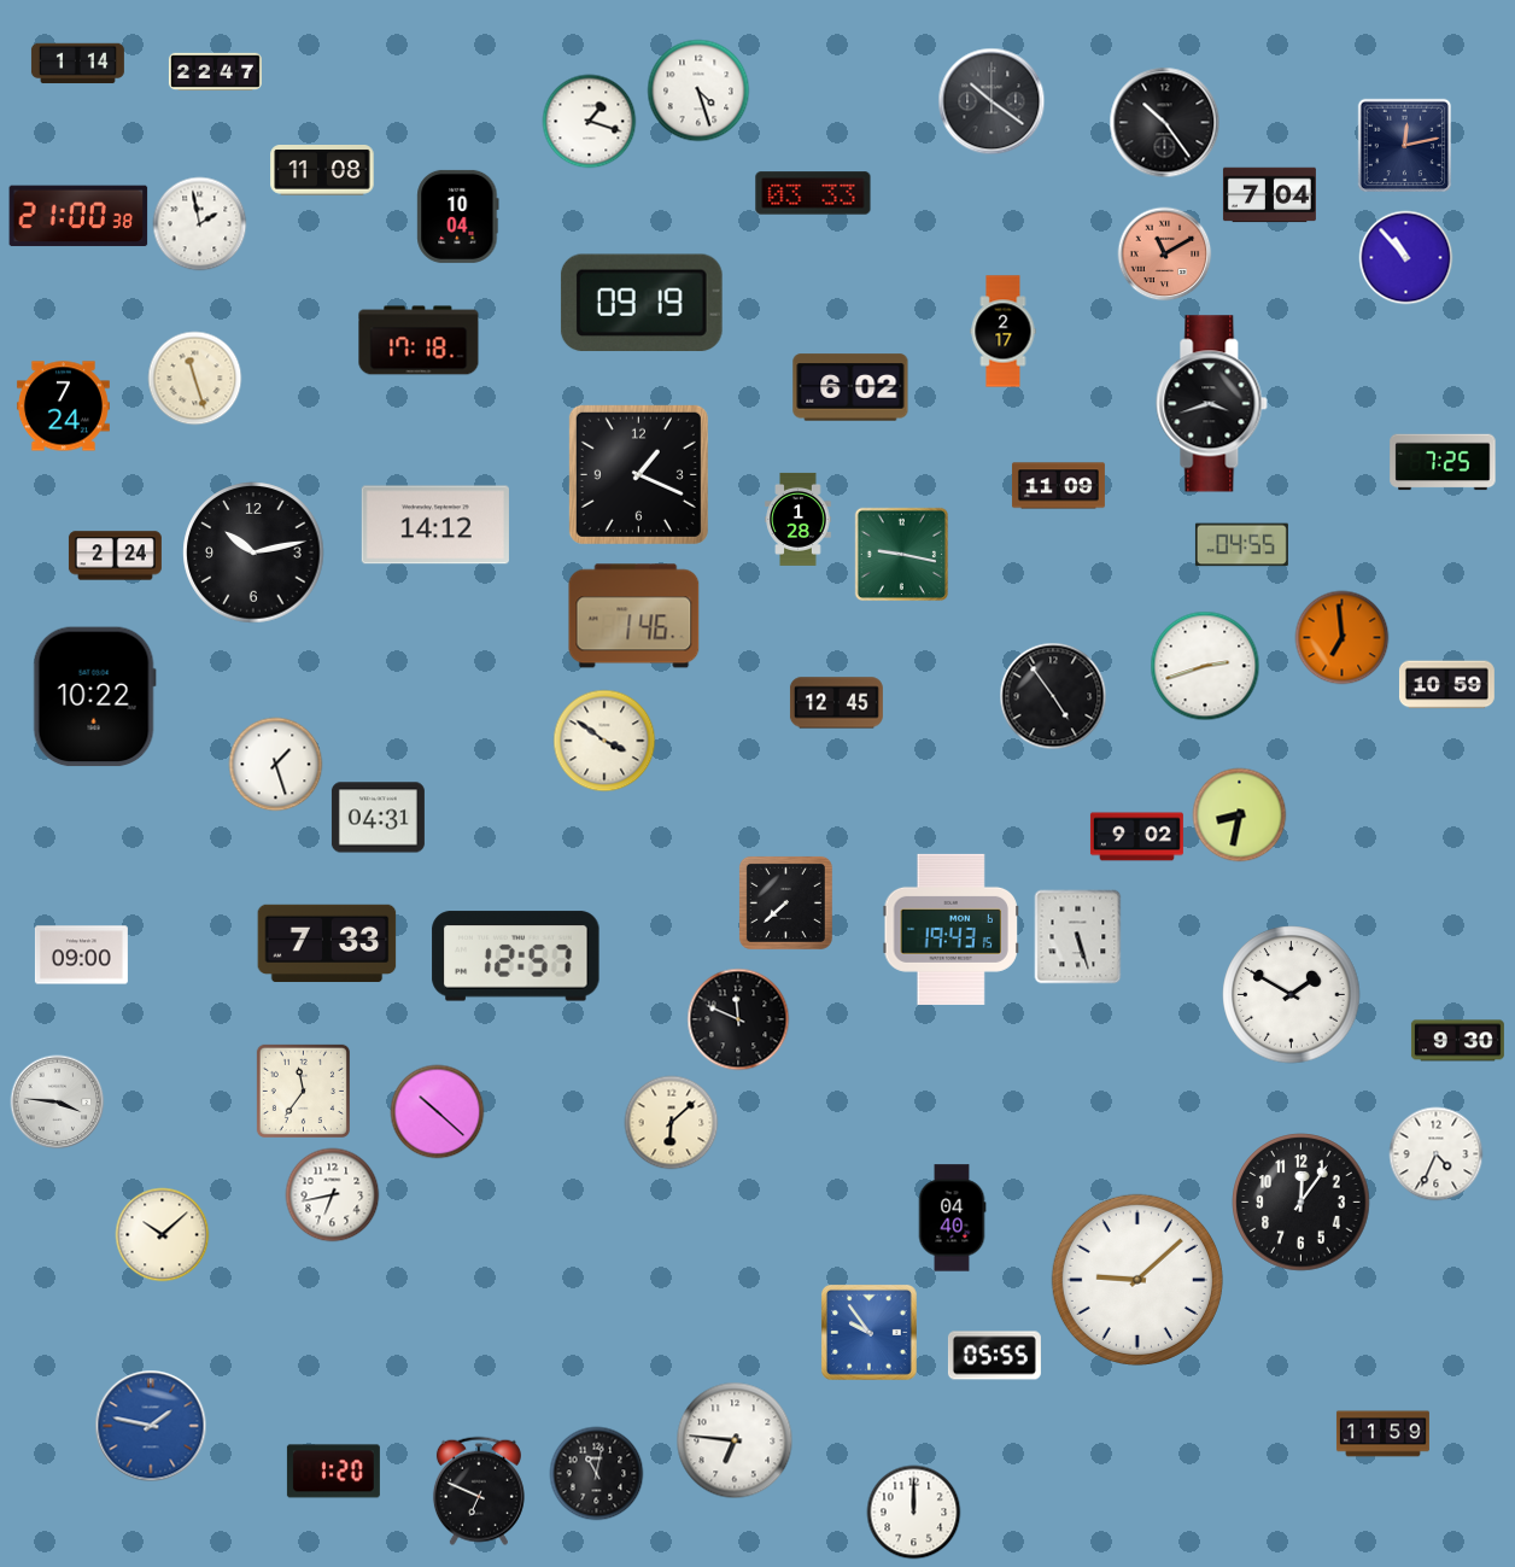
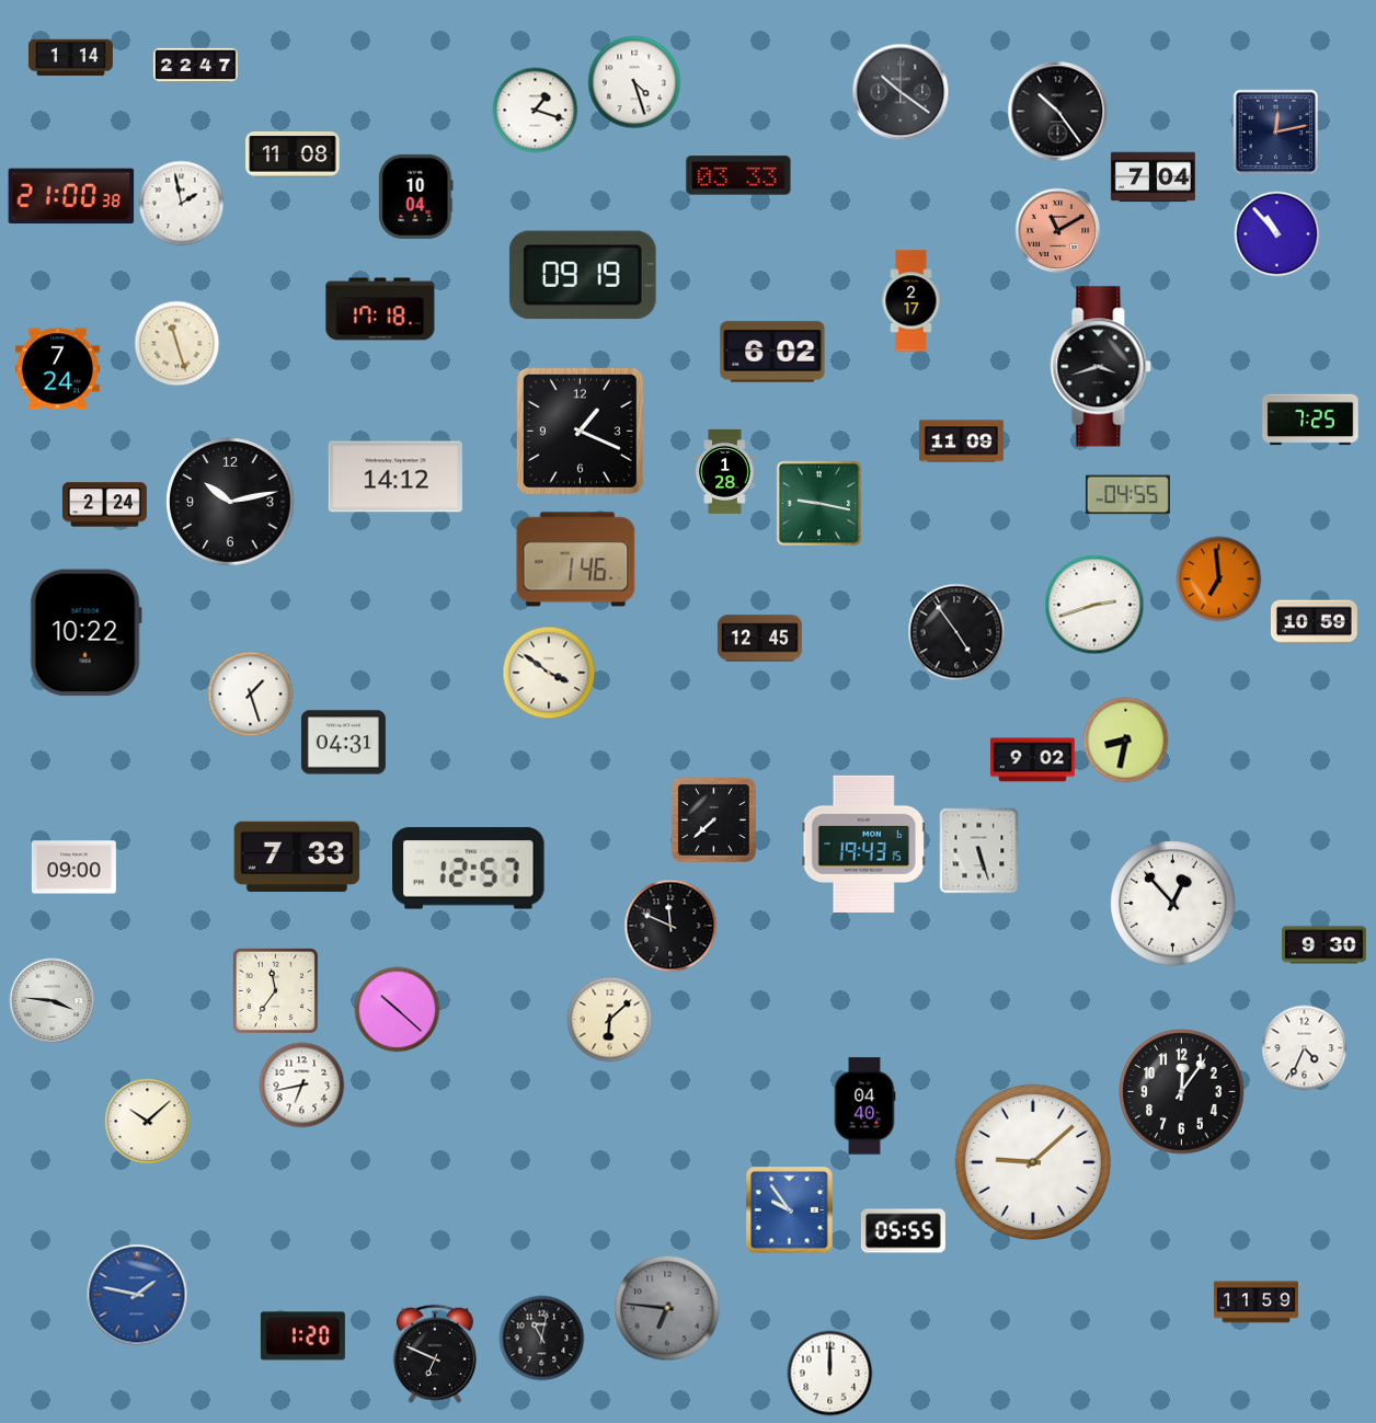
clock at (1292, 995): 1:50 -> 12:53
clock at (735, 1440) dial: white -> grey
